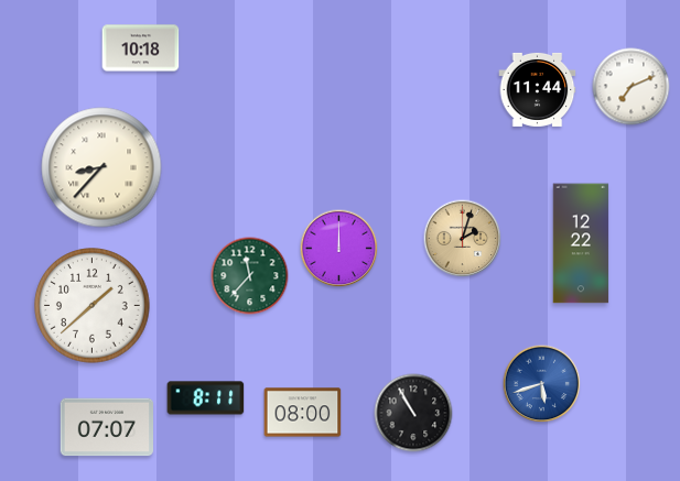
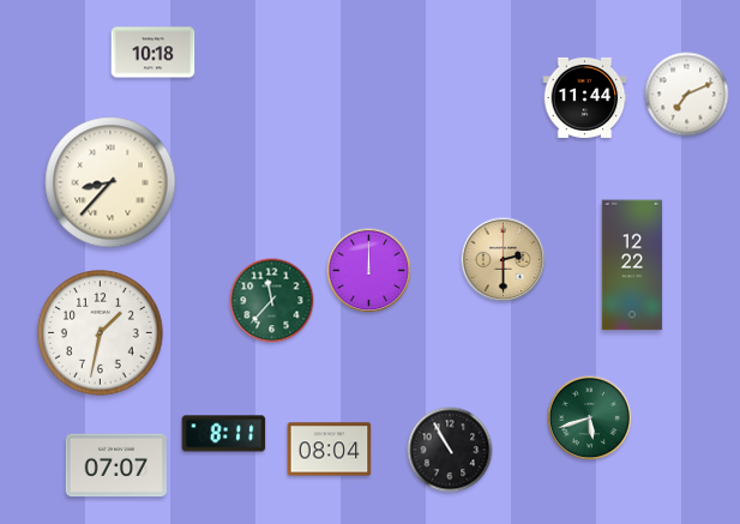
clock at (463, 239): 2:03 -> 2:30
clock at (93, 306): 1:38 -> 1:32
clock at (542, 384) dial: blue -> green
clock at (303, 413): 08:00 -> 08:04
